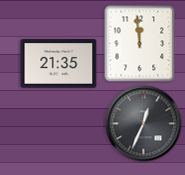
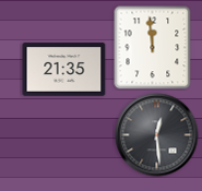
clock at (144, 124): 12:34 -> 12:29
